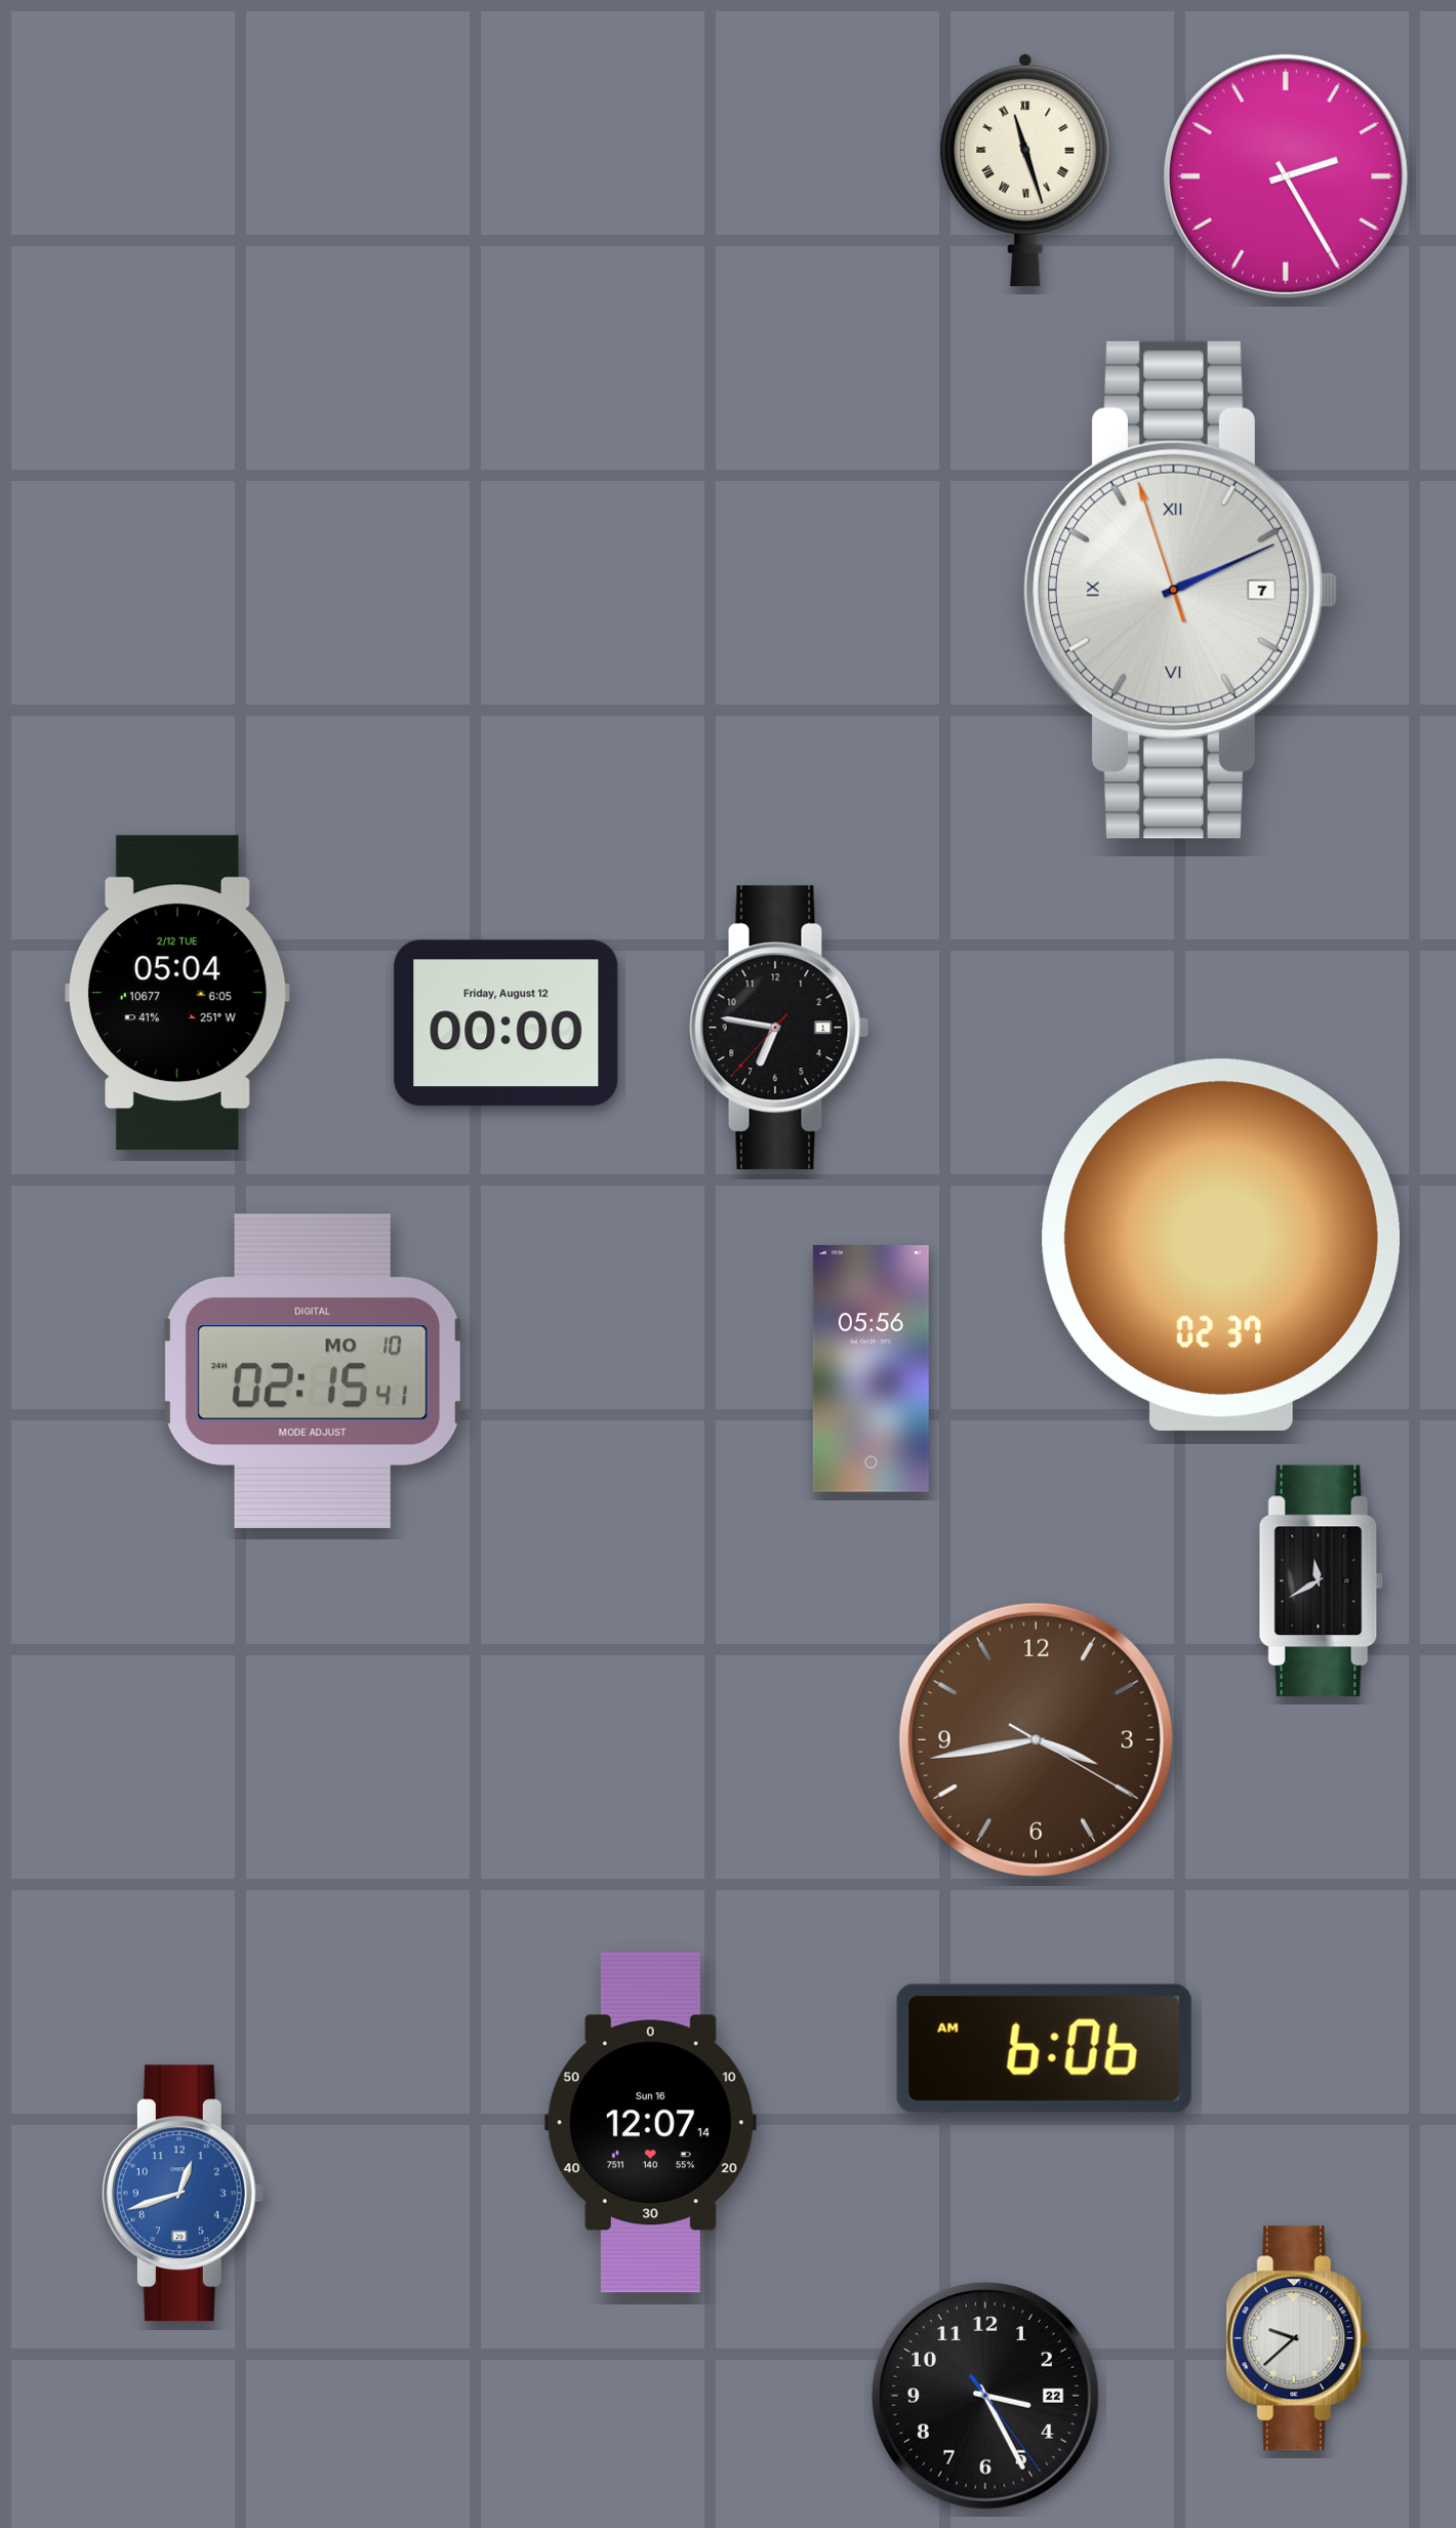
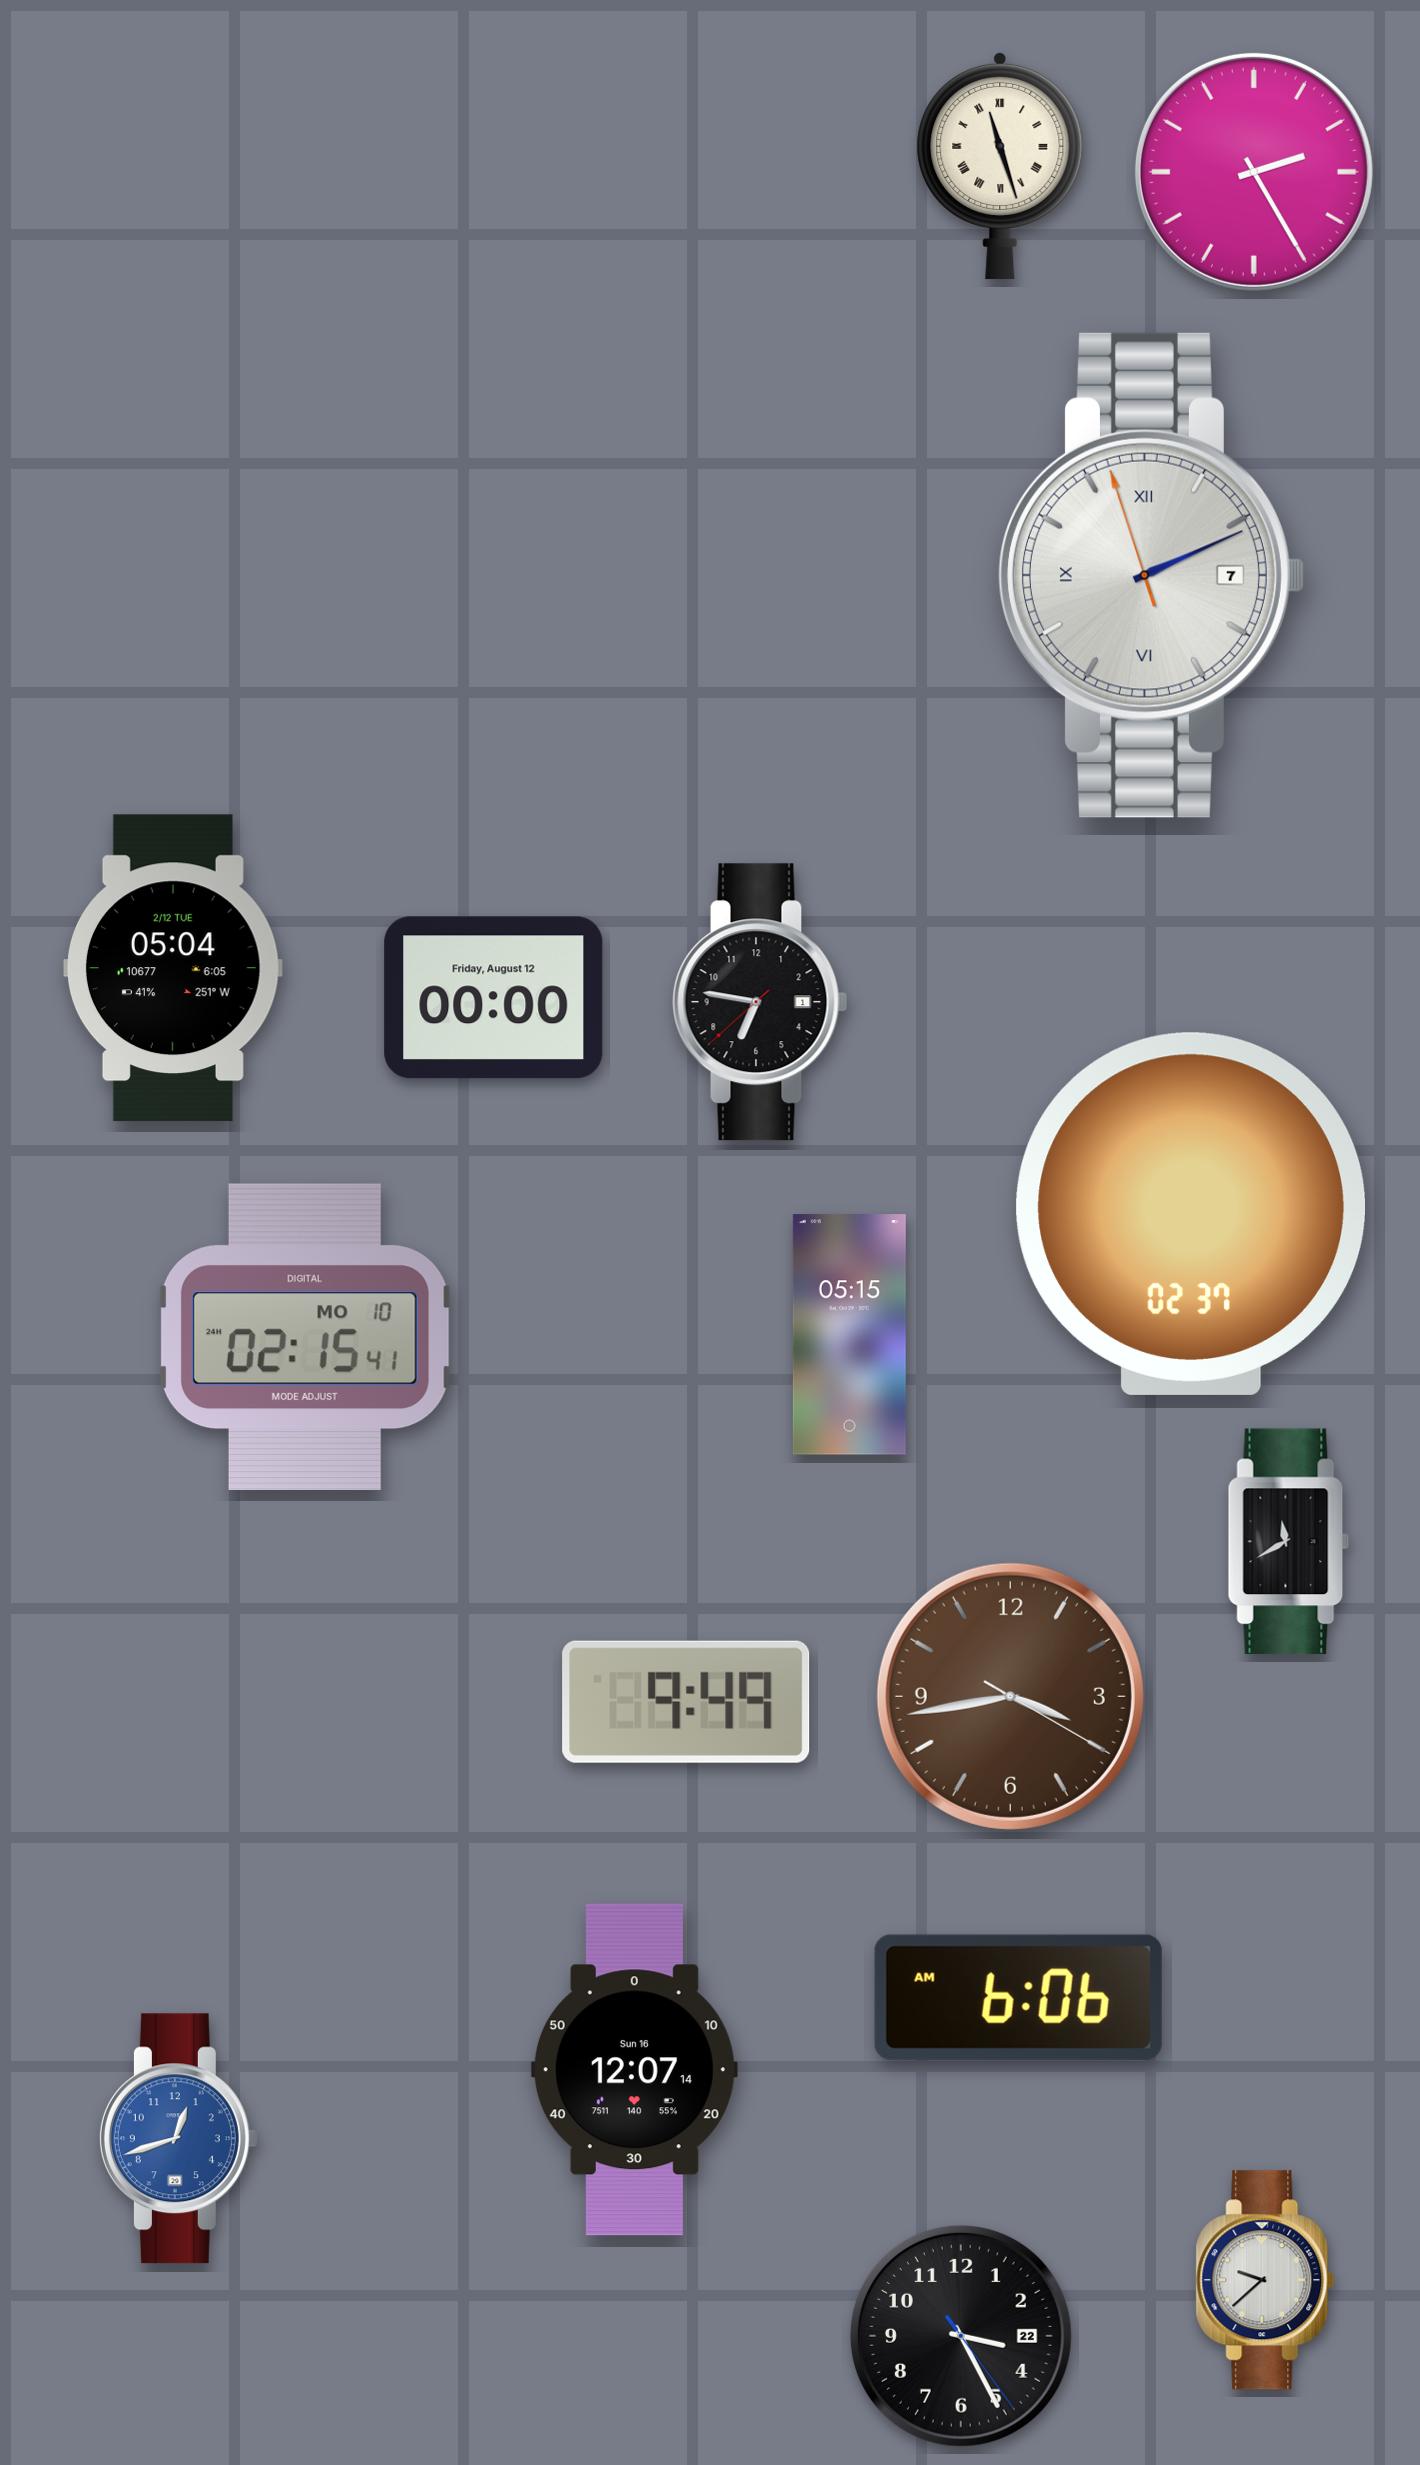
clock at (779, 1028): 6:46:37 -> 6:46:38
clock at (871, 1369): 05:56 -> 05:15
clock at (686, 1702): none -> 9:49
